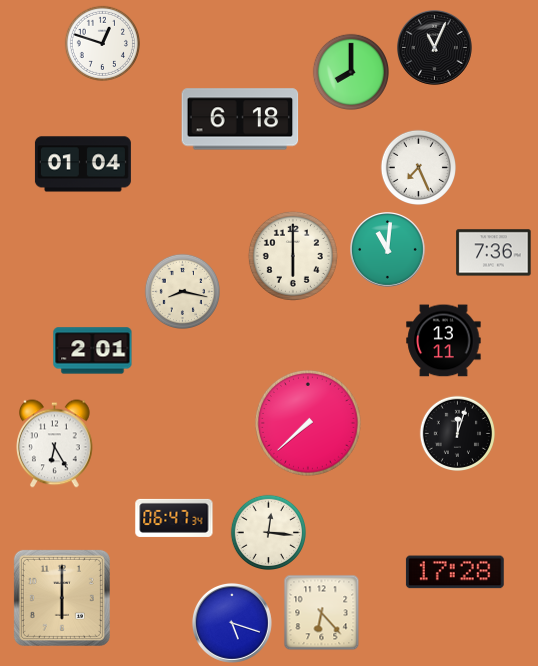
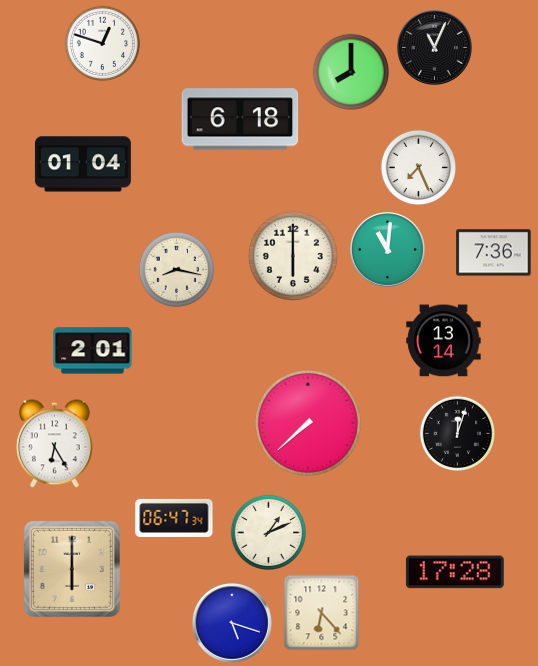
clock at (182, 291) position: (182, 291) -> (176, 269)
clock at (444, 341): 13:11 -> 13:14
clock at (268, 532): 12:16 -> 1:11
clock at (62, 598) position: (62, 598) -> (72, 569)
